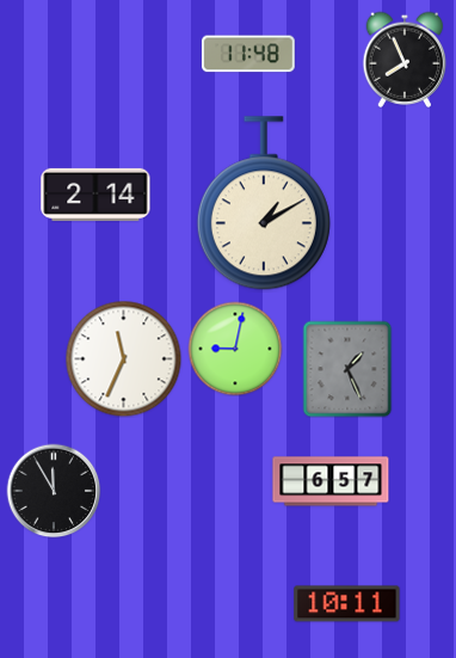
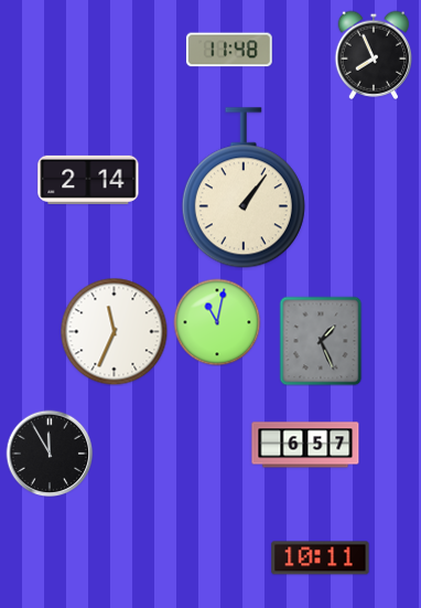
clock at (264, 203): 1:10 -> 1:06
clock at (235, 349): 9:02 -> 11:02
